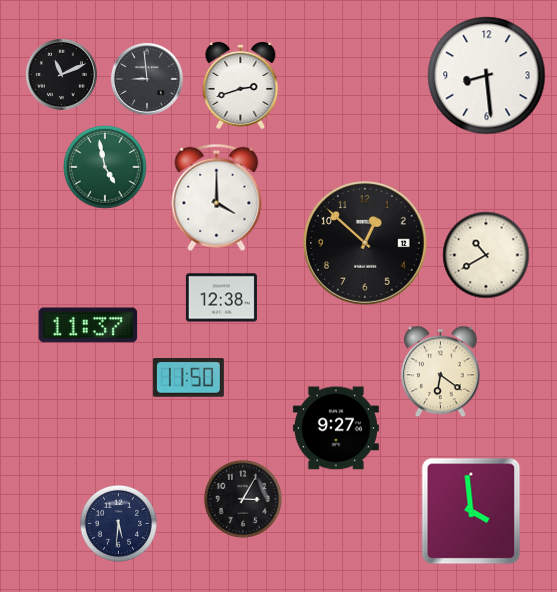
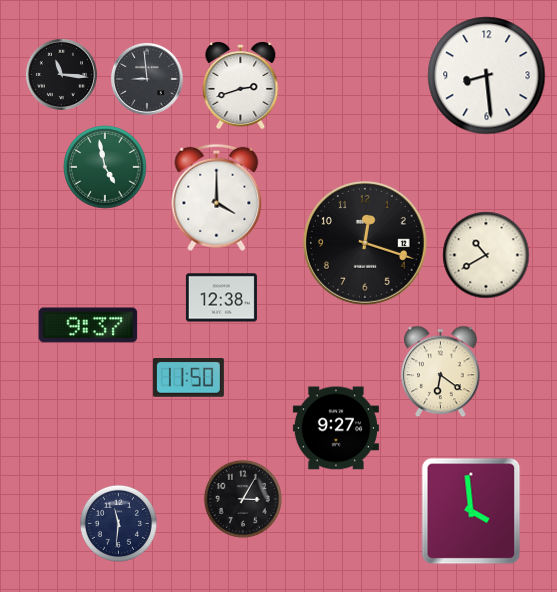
clock at (61, 74): 11:11 -> 11:16
clock at (365, 243): 12:52 -> 12:18
clock at (88, 325): 11:37 -> 9:37
clock at (118, 523): 5:31 -> 11:31
